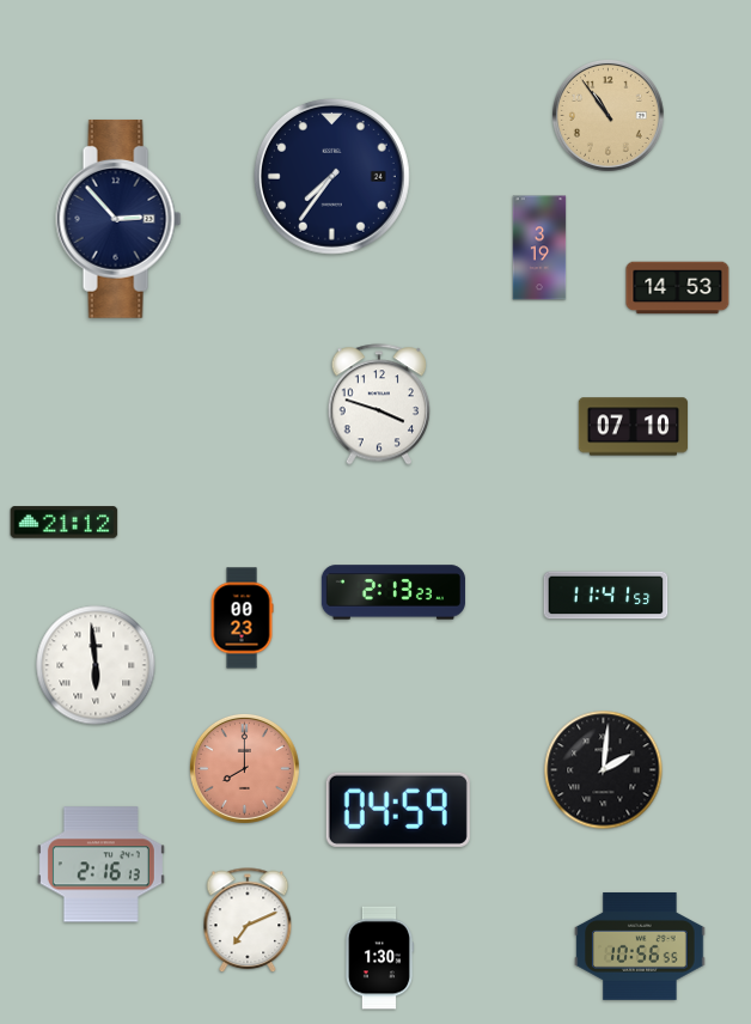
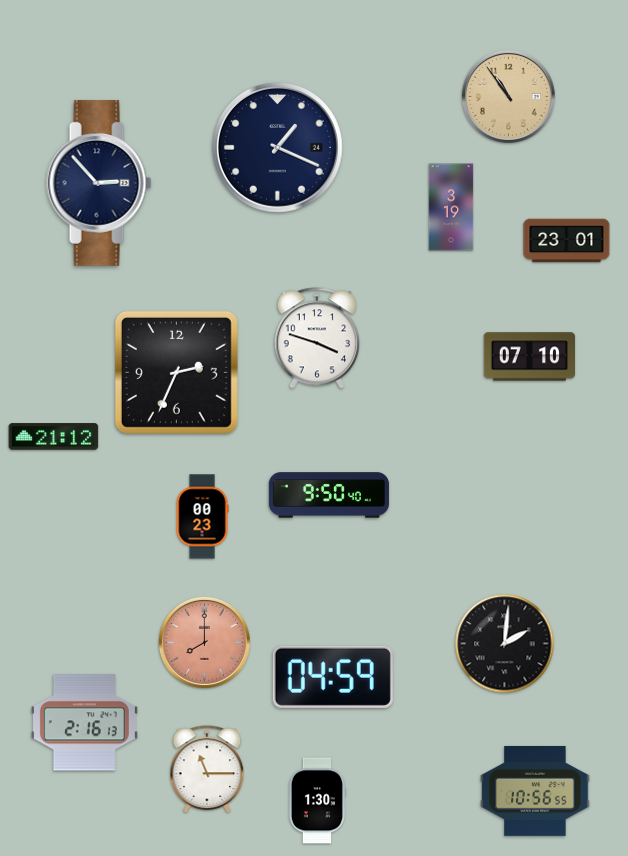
clock at (331, 176): 7:36 -> 1:19
clock at (678, 288): 14:53 -> 23:01
clock at (176, 372): none -> 2:34
clock at (393, 592): 2:13 -> 9:50
clock at (606, 596): 11:41 -> none
clock at (96, 665): 5:59 -> none
clock at (248, 921): 7:11 -> 11:15
